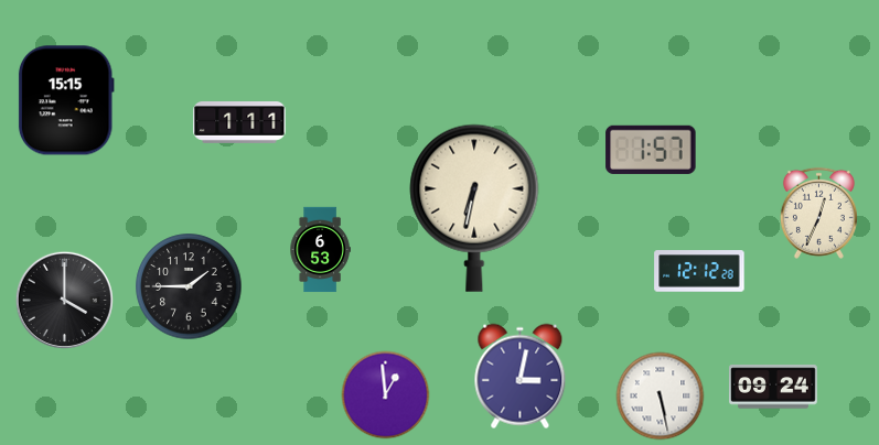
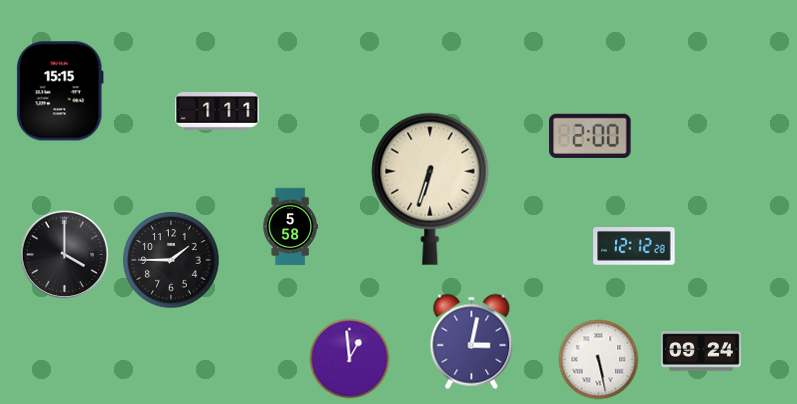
clock at (651, 150): 1:57 -> 2:00
clock at (474, 208): 6:32 -> 6:33
clock at (818, 213): 12:34 -> none
clock at (320, 250): 6:53 -> 5:58
clock at (64, 300) position: (64, 300) -> (64, 254)
